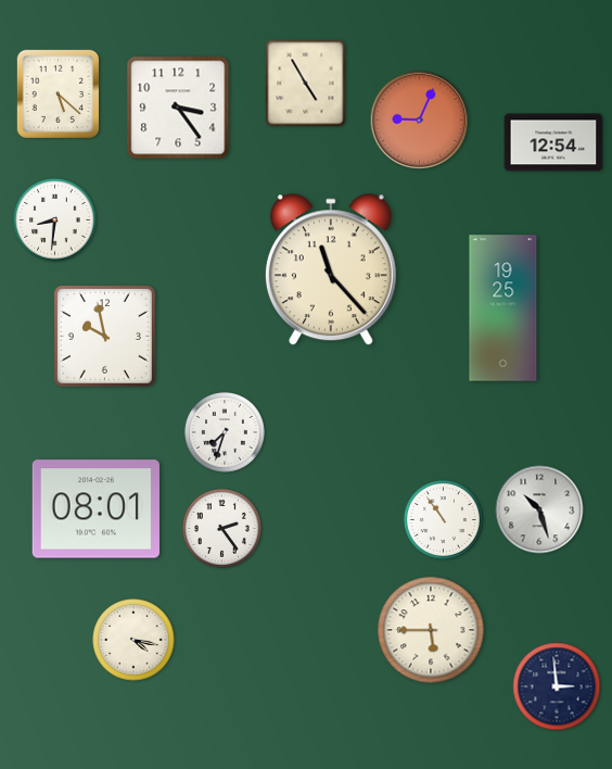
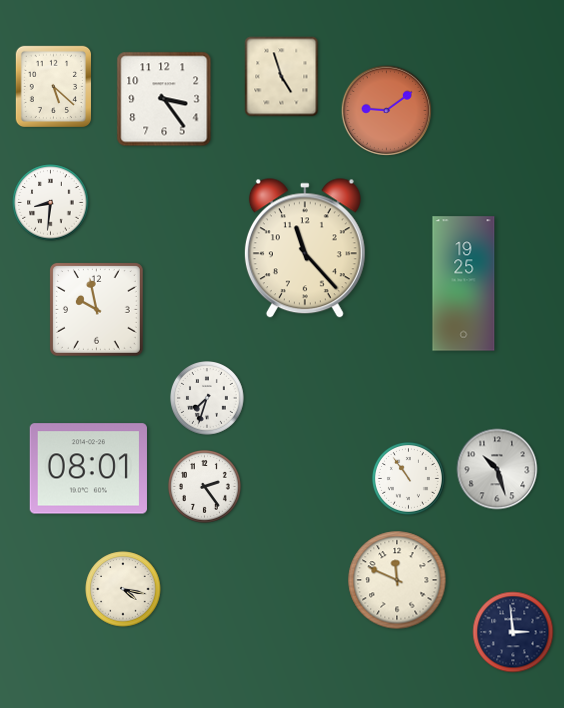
clock at (306, 84): 4:55 -> 4:57
clock at (420, 121): 9:04 -> 9:09
clock at (553, 142): 12:54 -> none
clock at (431, 630): 5:45 -> 11:49
